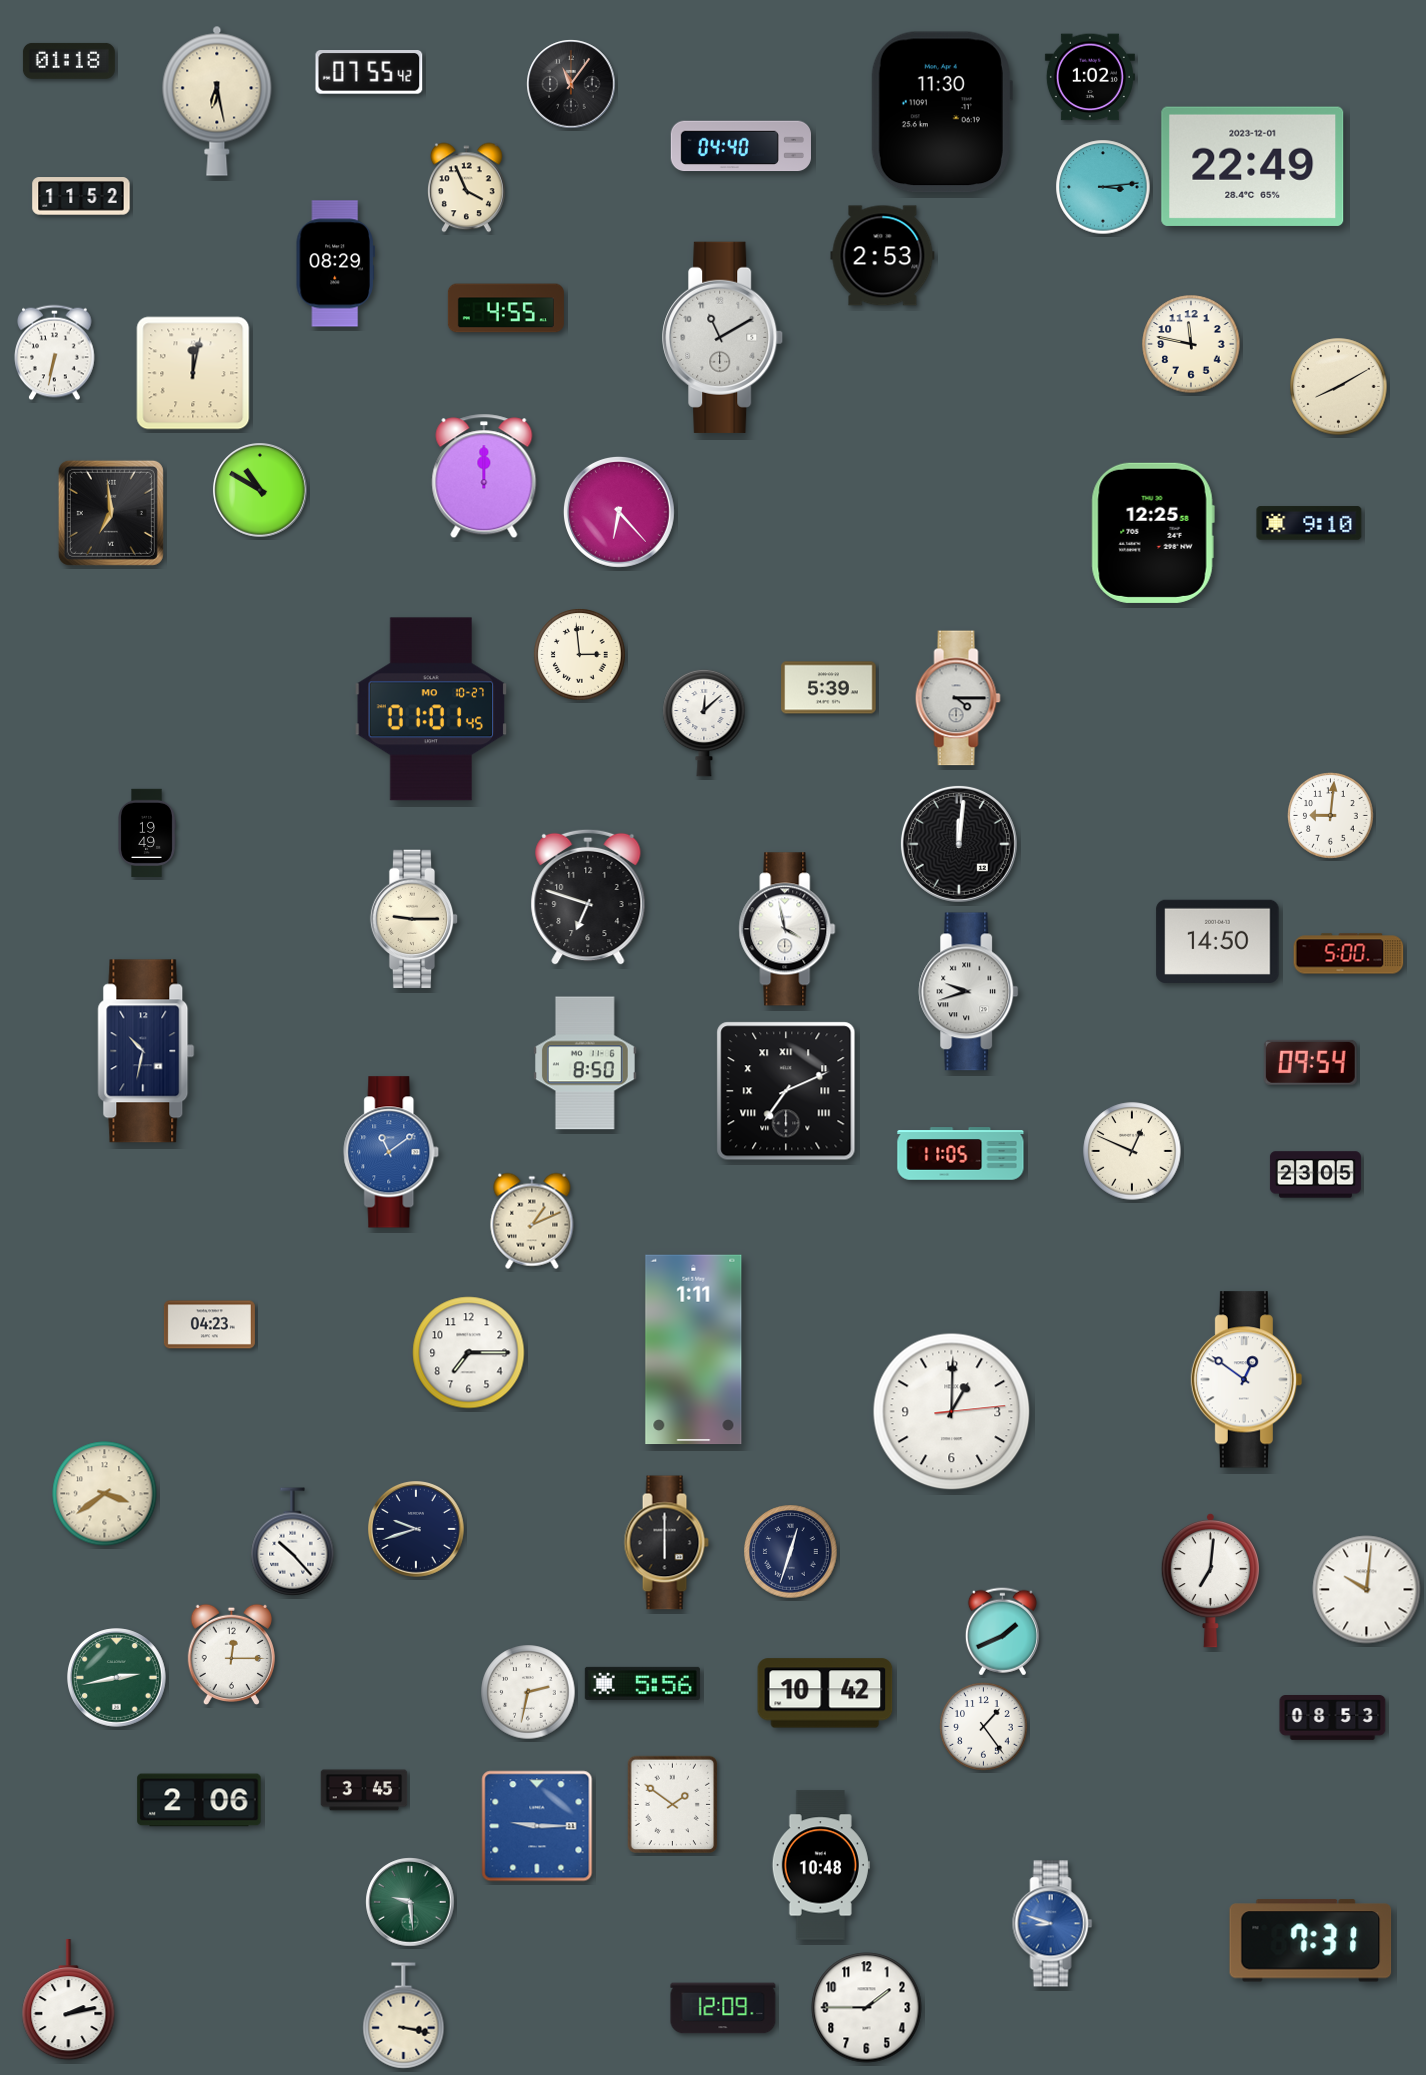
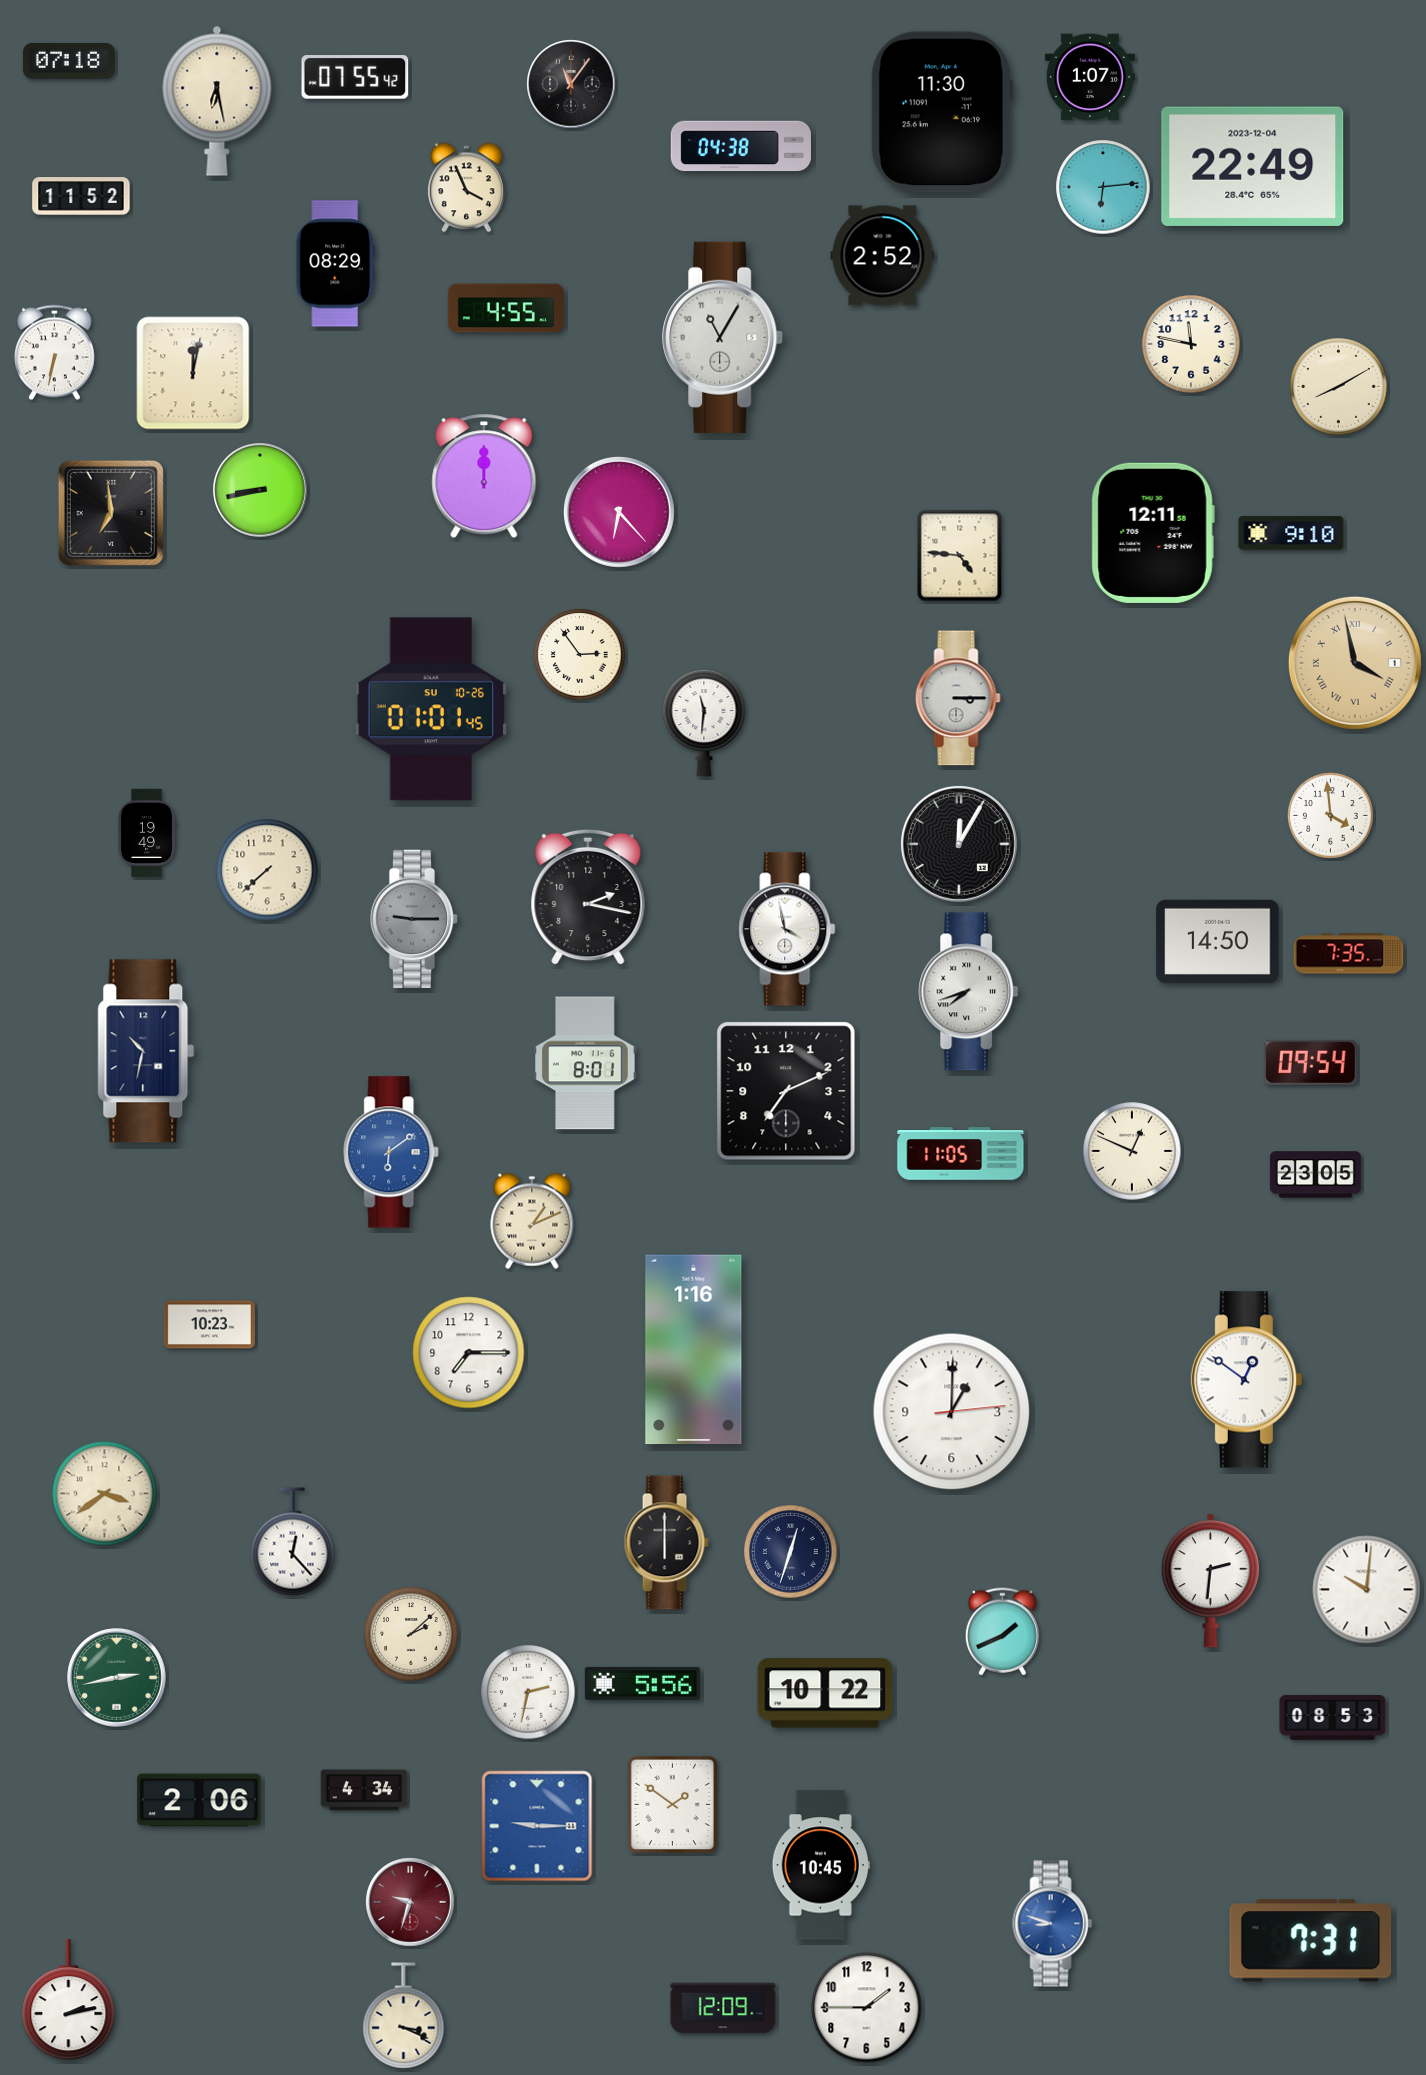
clock at (69, 61): 01:18 -> 07:18
clock at (369, 73) position: (369, 73) -> (355, 78)
clock at (1090, 77): 1:02 -> 1:07
clock at (741, 146): 04:40 -> 04:38
clock at (1253, 166) date: 2023-12-01 -> 2023-12-04
clock at (1103, 187): 3:14 -> 6:14
clock at (883, 256): 2:53 -> 2:52
clock at (723, 337): 11:10 -> 11:05
clock at (260, 490): 10:50 -> 8:43
clock at (1309, 523) position: (1309, 523) -> (1291, 533)
clock at (1153, 533): 12:25 -> 12:11
clock at (960, 556): none -> 4:46
clock at (580, 655): 2:59 -> 2:54
clock at (1355, 663): none -> 3:58
clock at (829, 688): 5:39 -> none
clock at (958, 698): 4:15 -> 3:15
clock at (431, 709) date: MO 10-27 -> SU 10-26
clock at (704, 723): 12:08 -> 11:31
clock at (1331, 816): 9:01 -> 3:59
clock at (959, 844): 12:01 -> 12:05
clock at (267, 870): none -> 7:38
clock at (588, 897): 6:48 -> 2:17
clock at (414, 919) dial: cream -> grey
clock at (1349, 954): 5:00 -> 7:35
clock at (969, 992): 9:42 -> 7:42
clock at (585, 1063): 8:50 -> 8:01
clock at (786, 1091) numerals: Roman -> Arabic
clock at (392, 1152): 11:09 -> 6:09
clock at (209, 1325): 04:23 -> 10:23
clock at (694, 1350): 1:11 -> 1:16
clock at (416, 1529): 9:42 -> none
clock at (293, 1542): 10:23 -> 12:23
clock at (1210, 1580): 7:01 -> 2:31
clock at (411, 1634): none -> 2:08
clock at (231, 1655): 12:15 -> none
clock at (825, 1693): 10:42 -> 10:22
clock at (984, 1727): 1:24 -> none
clock at (364, 1790): 3:45 -> 4:34
clock at (821, 1865): 10:48 -> 10:45
clock at (410, 1902): 9:29 -> 9:33
clock at (410, 1902) dial: green -> burgundy
clock at (404, 2016): 3:17 -> 3:19
